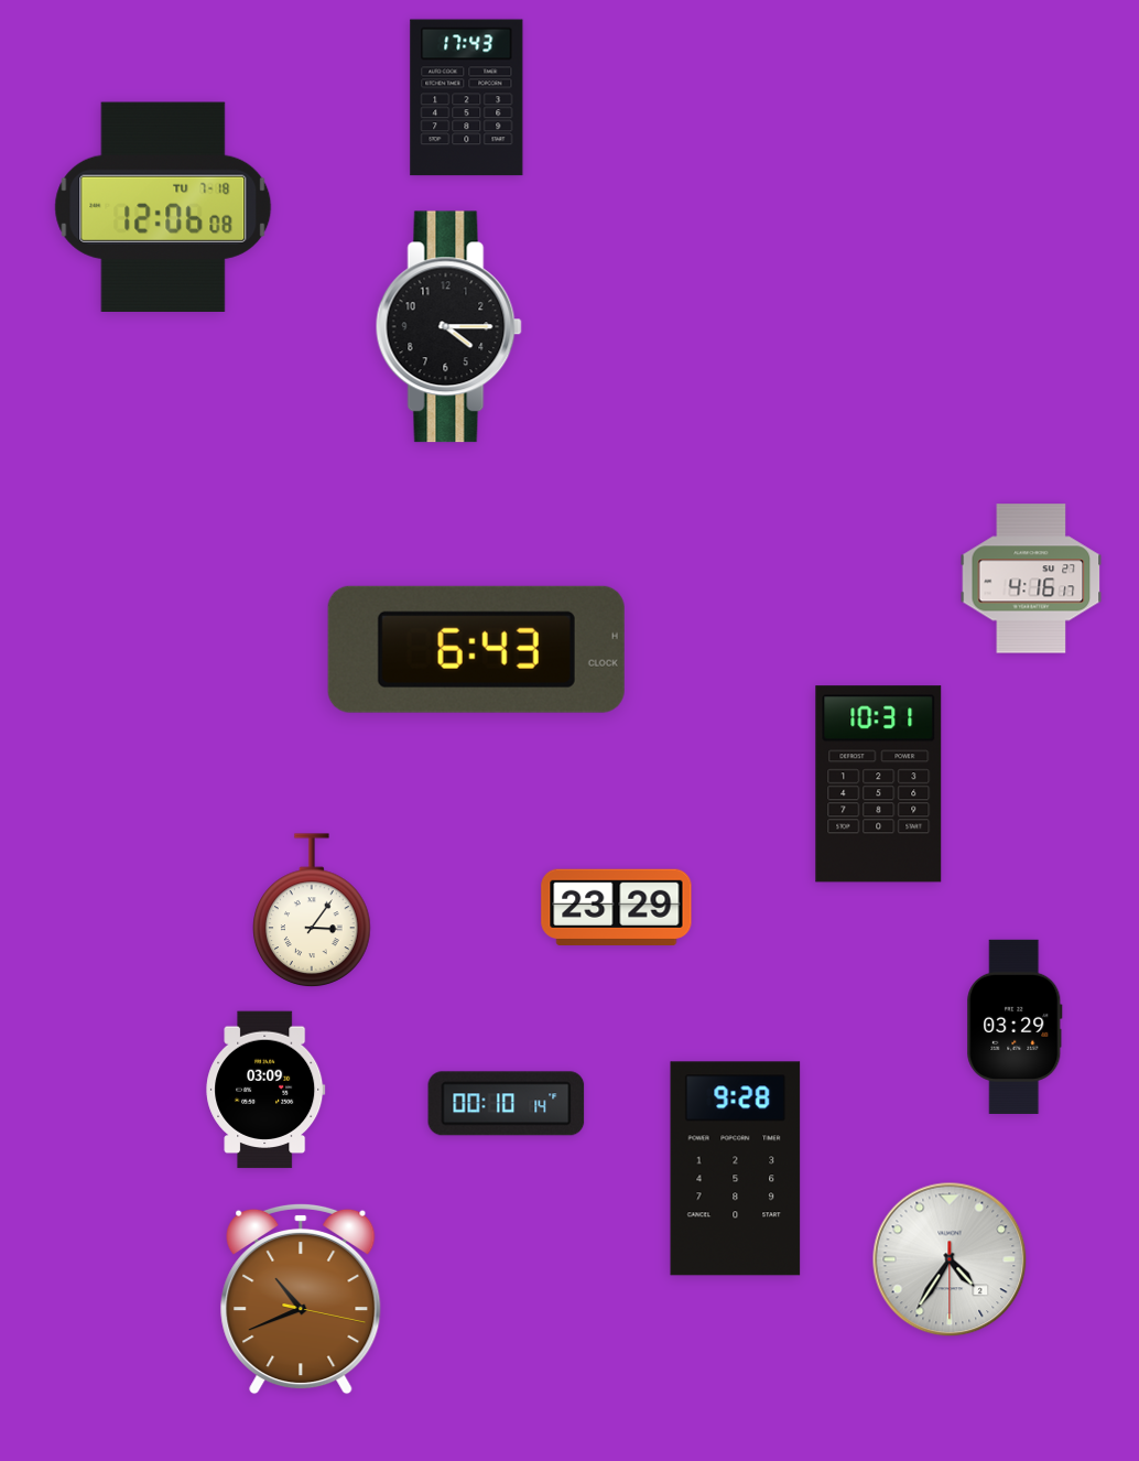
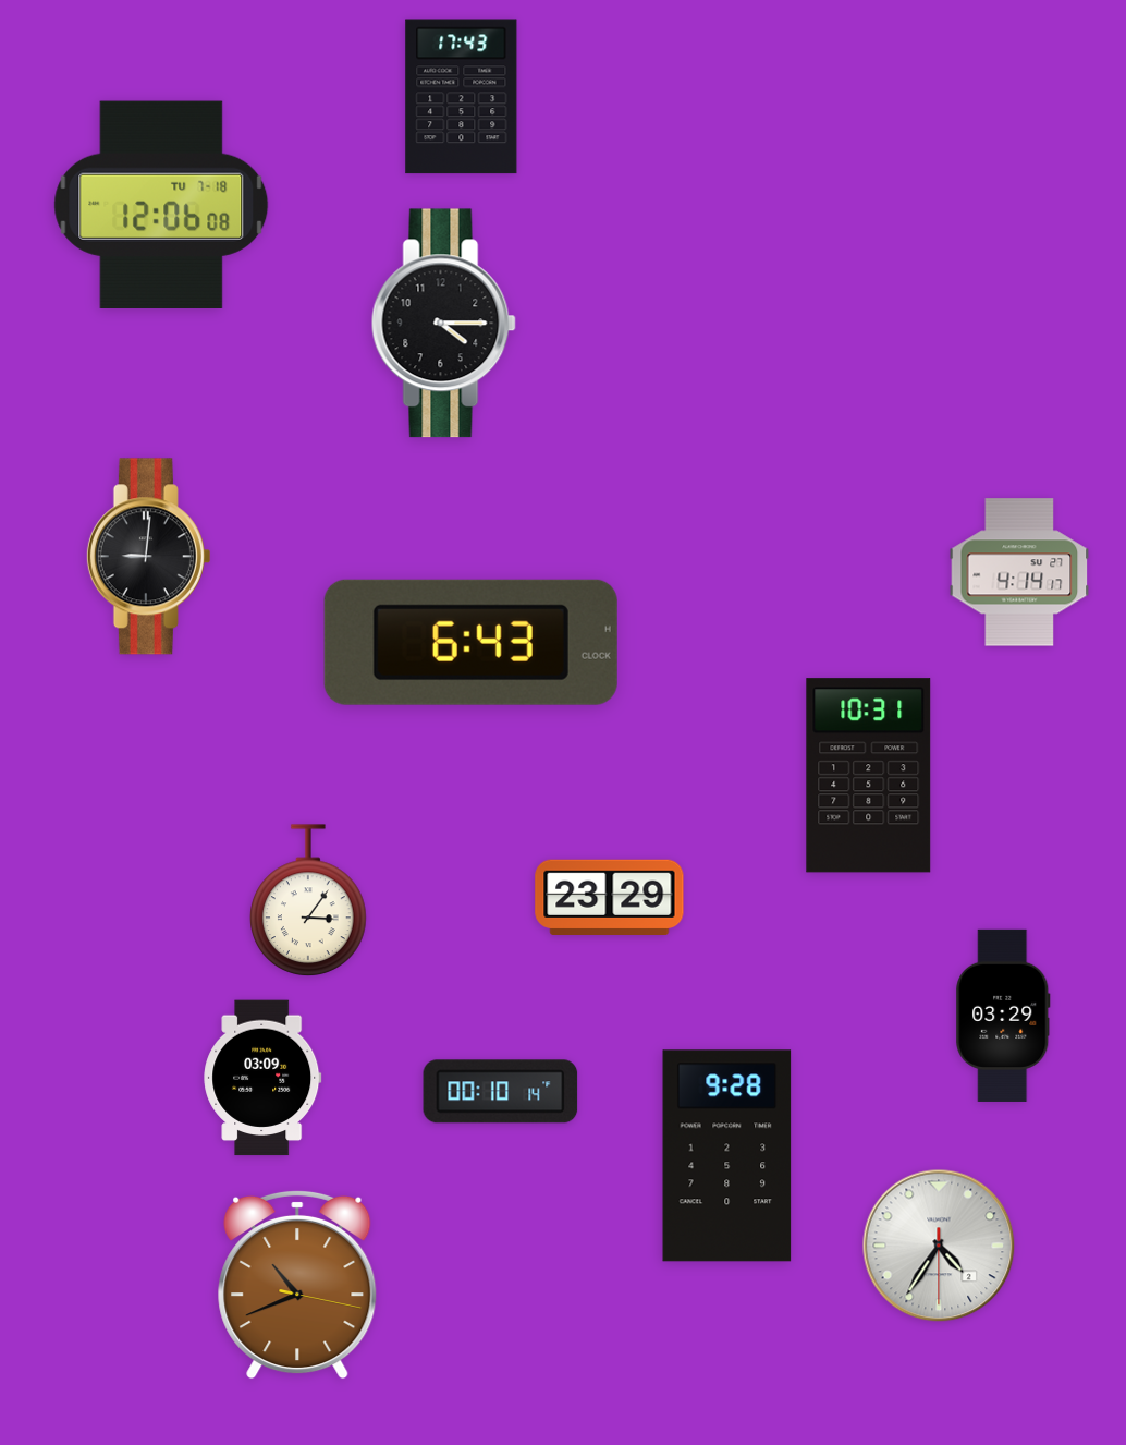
clock at (148, 557): none -> 9:01
clock at (1031, 578): 4:16 -> 4:14
